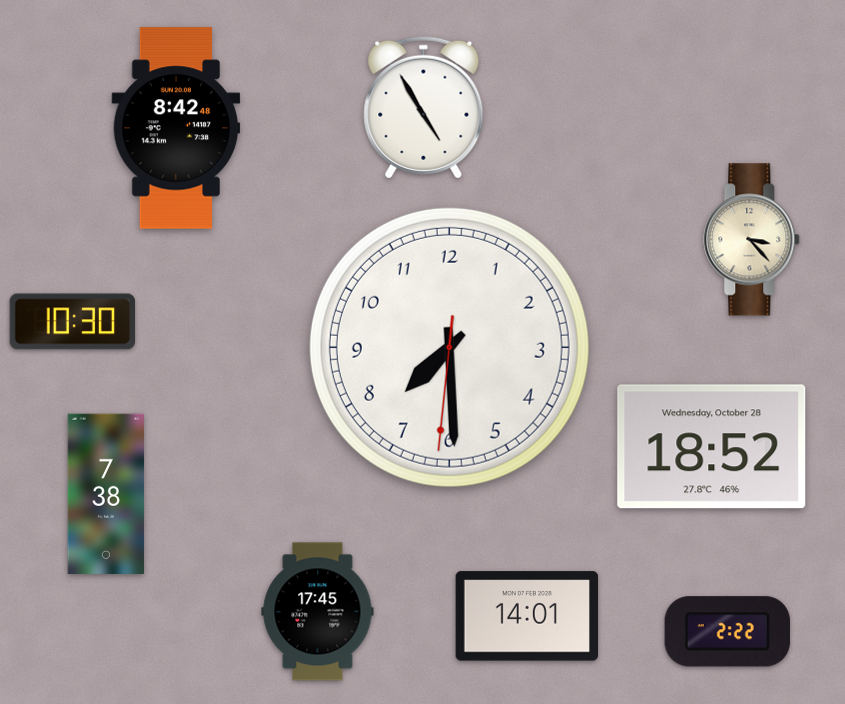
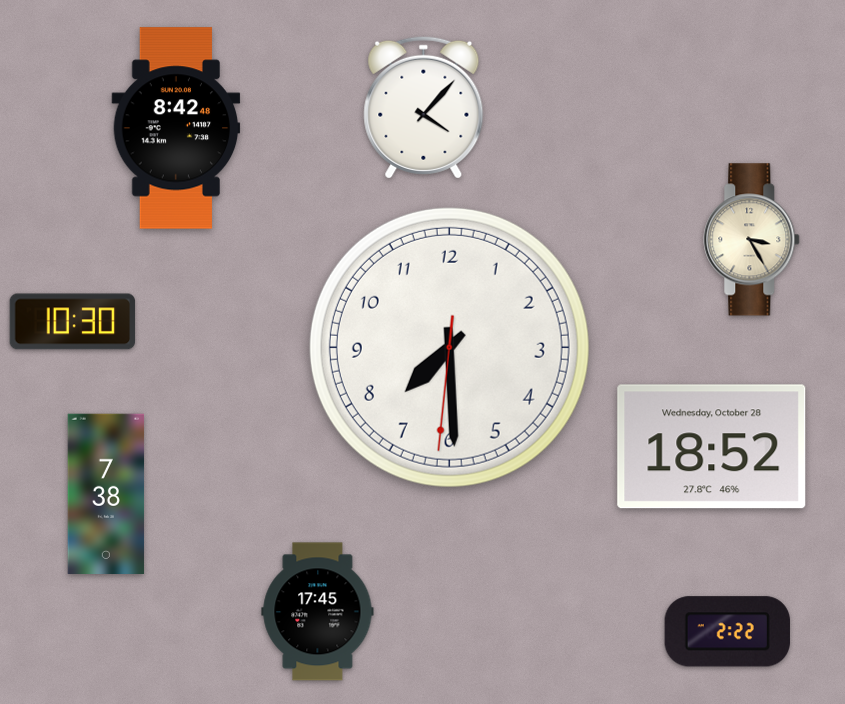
clock at (424, 107): 4:55 -> 4:07
clock at (752, 240): 3:23 -> 3:25
clock at (527, 616): 14:01 -> none
